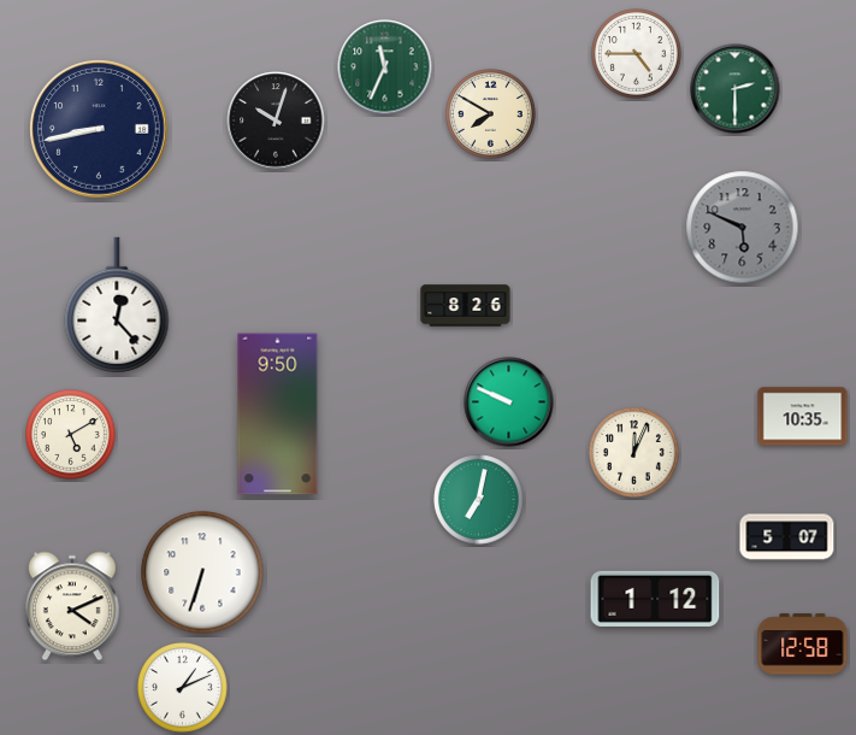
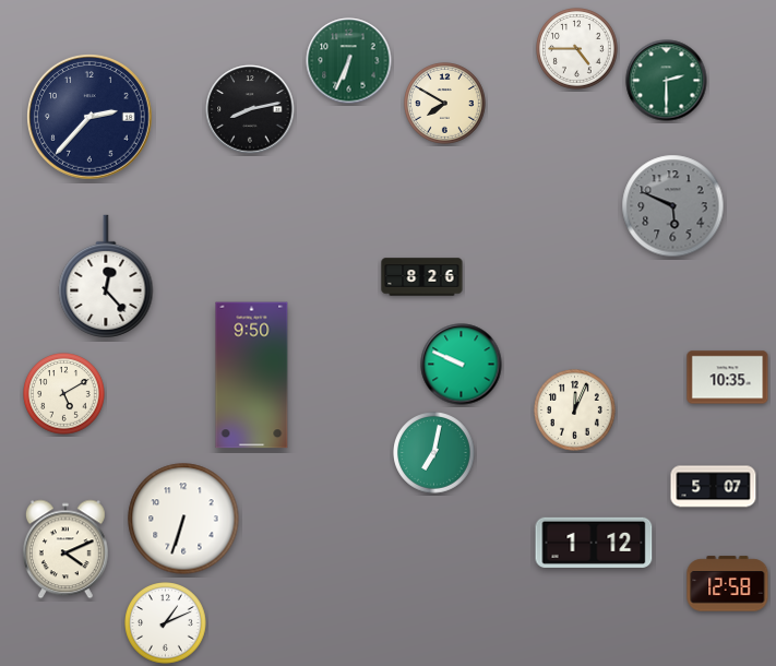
clock at (385, 67): 11:34 -> 6:34
clock at (276, 120): 10:03 -> 8:13
clock at (100, 130): 8:43 -> 2:37
